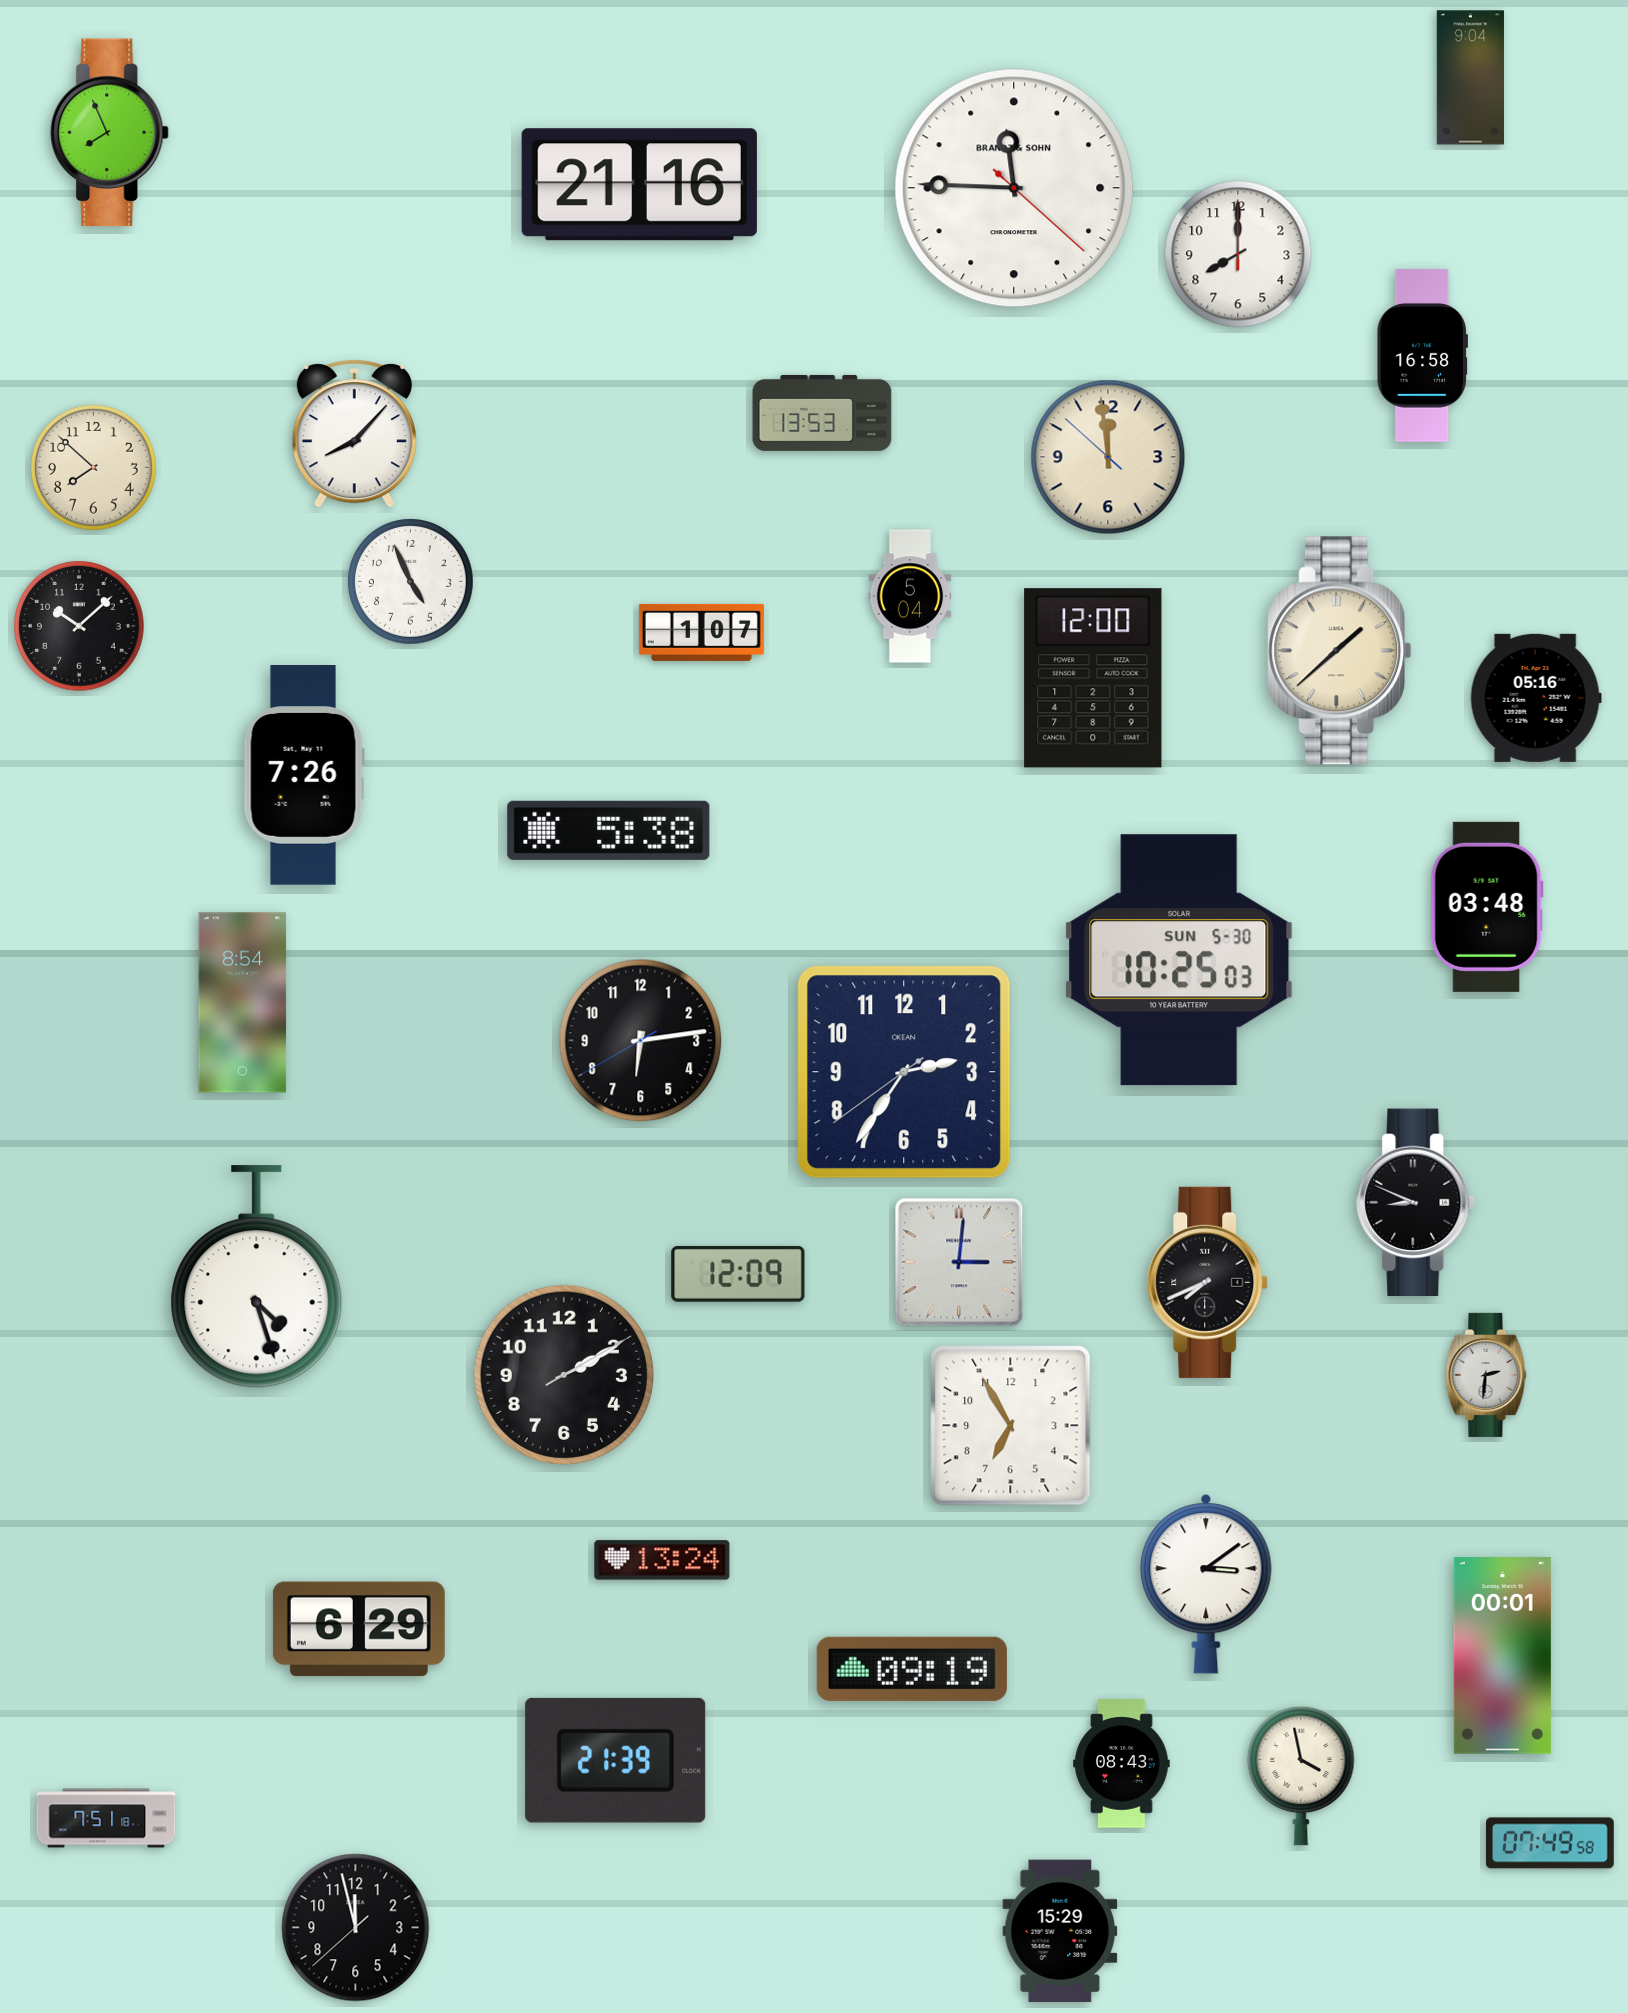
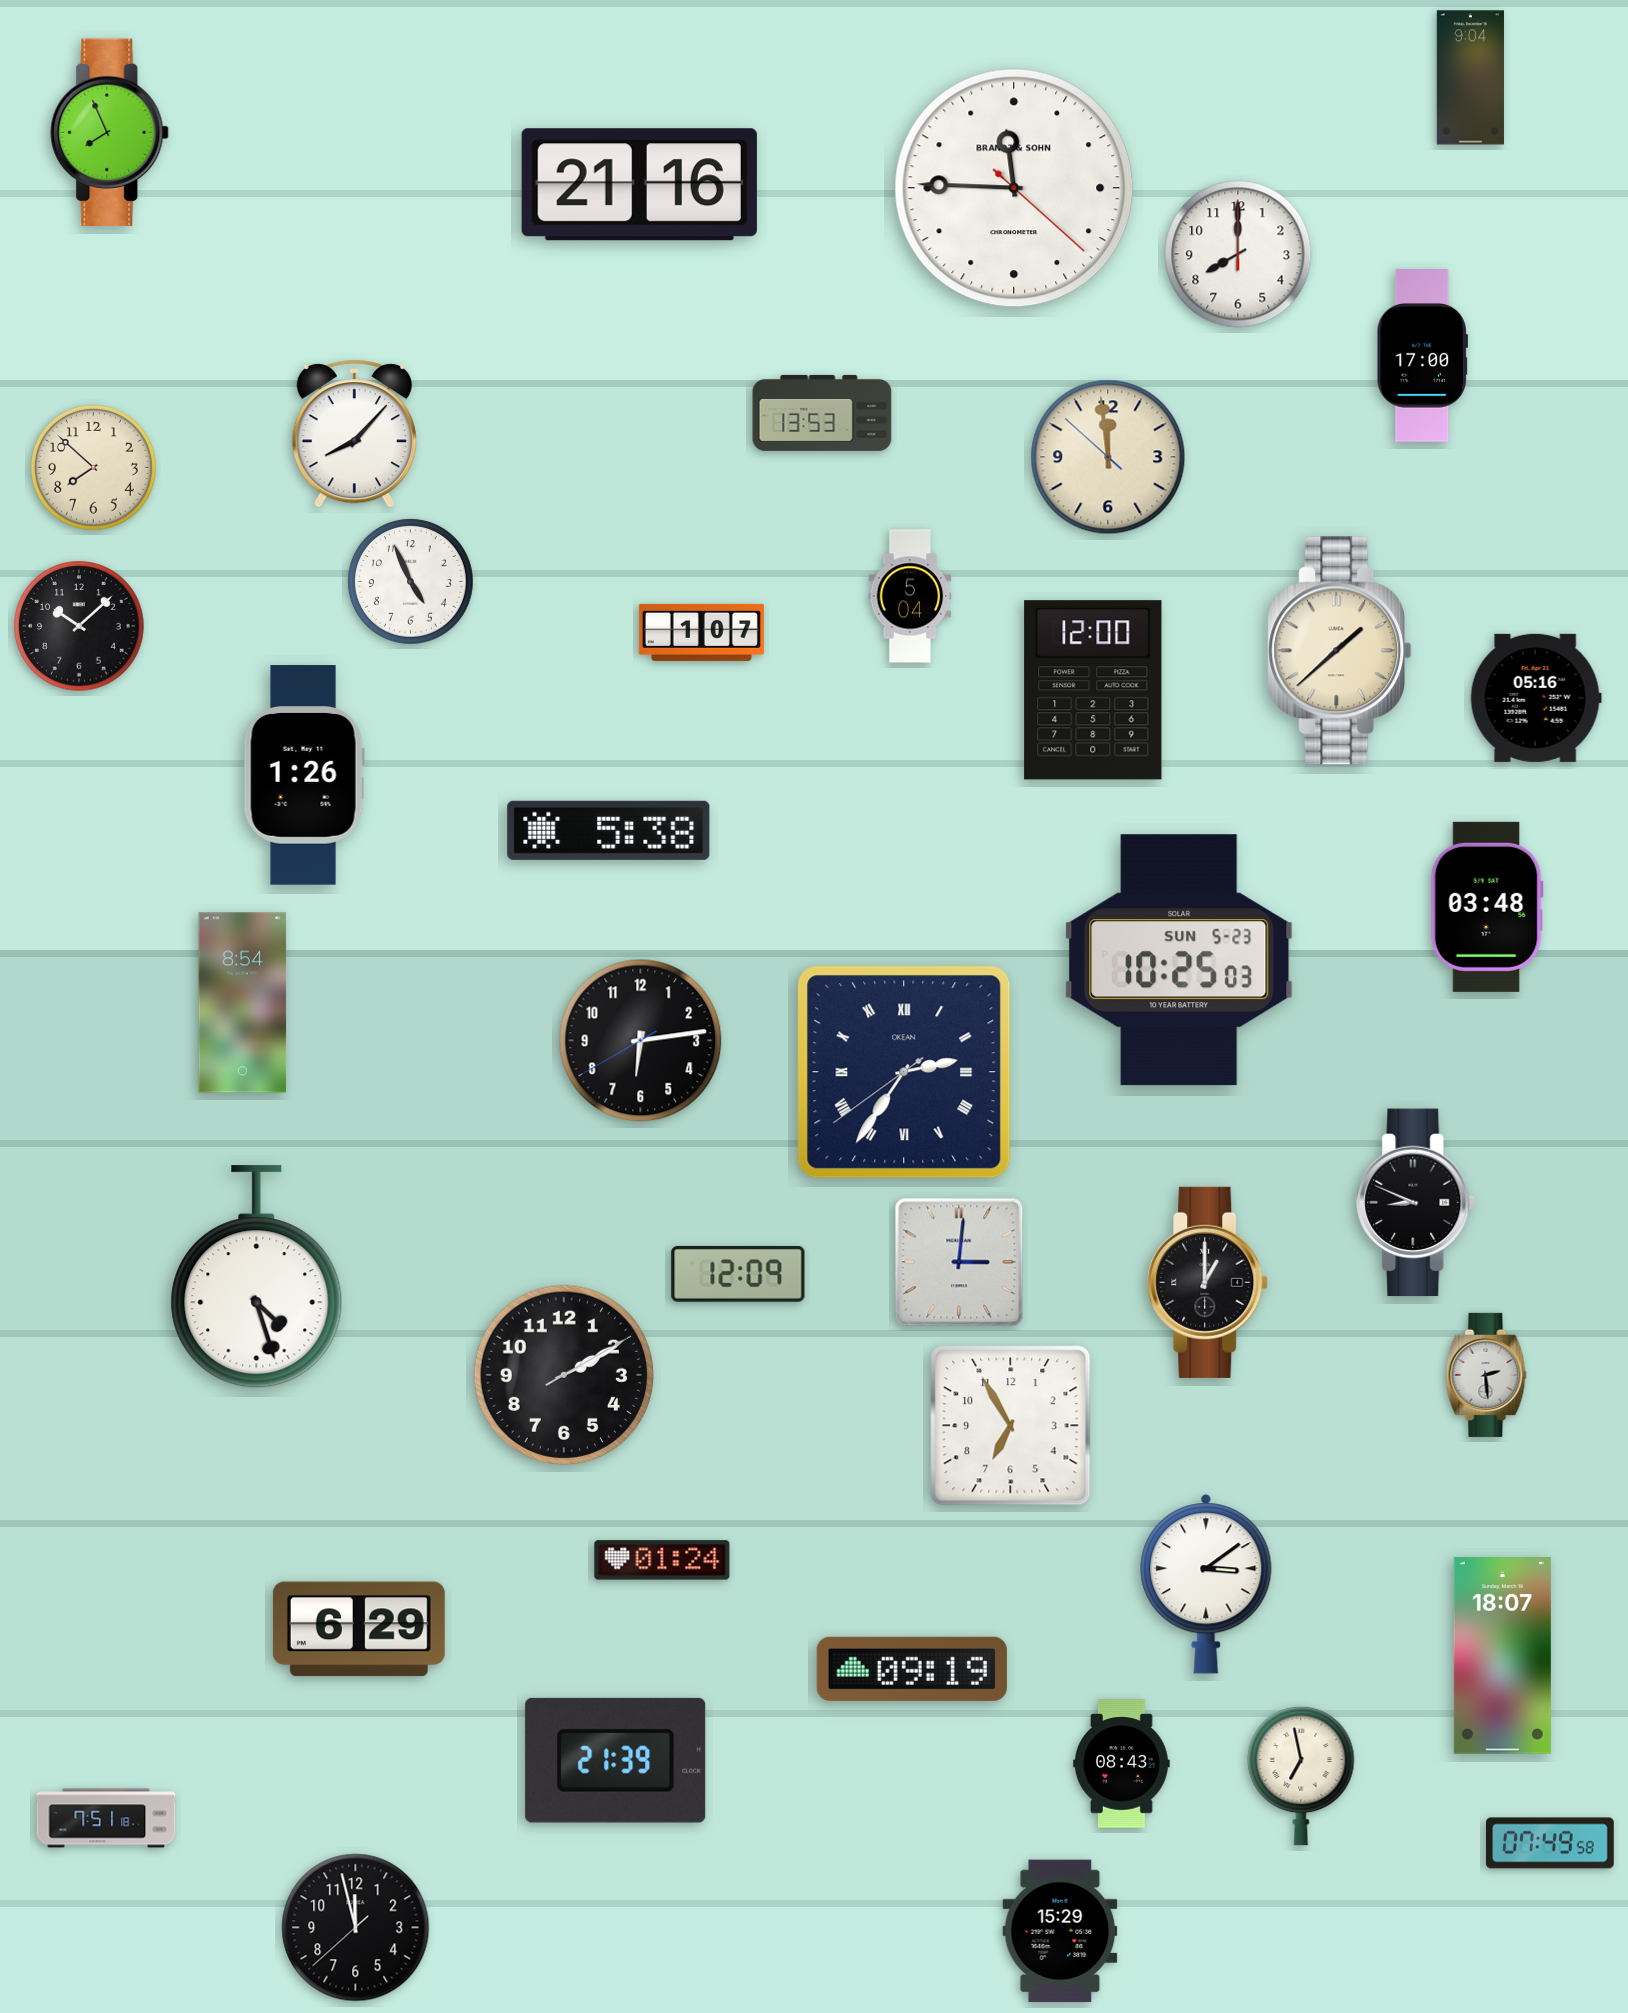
clock at (1422, 356): 16:58 -> 17:00
clock at (1093, 678) position: (1093, 678) -> (1093, 690)
clock at (304, 775): 7:26 -> 1:26
clock at (1179, 960) date: SUN 5-30 -> SUN 5-23
clock at (904, 1072) numerals: Arabic -> Roman
clock at (1208, 1282): 7:41 -> 1:00
clock at (1486, 1375): 2:31 -> 2:29
clock at (662, 1560): 13:24 -> 01:24
clock at (1502, 1656): 00:01 -> 18:07
clock at (1301, 1776): 3:58 -> 6:58
